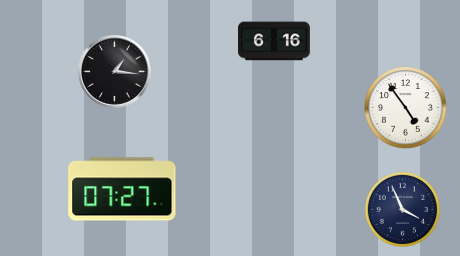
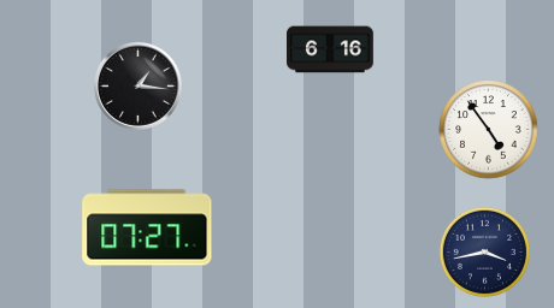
clock at (402, 209): 3:56 -> 3:43
